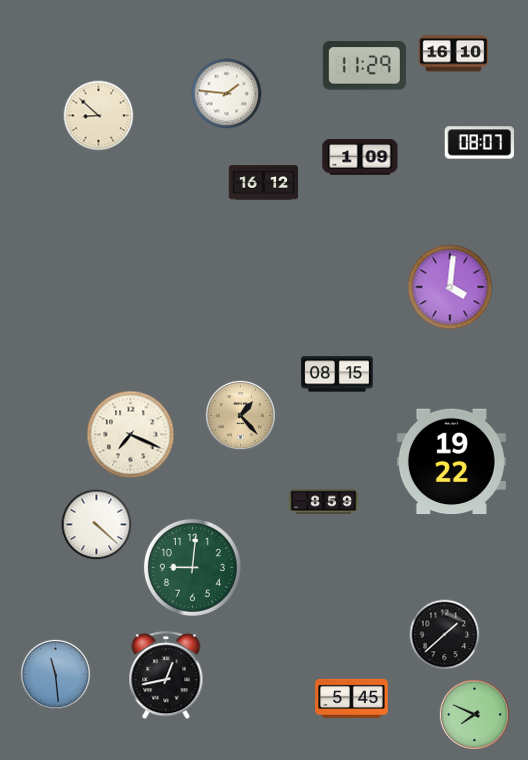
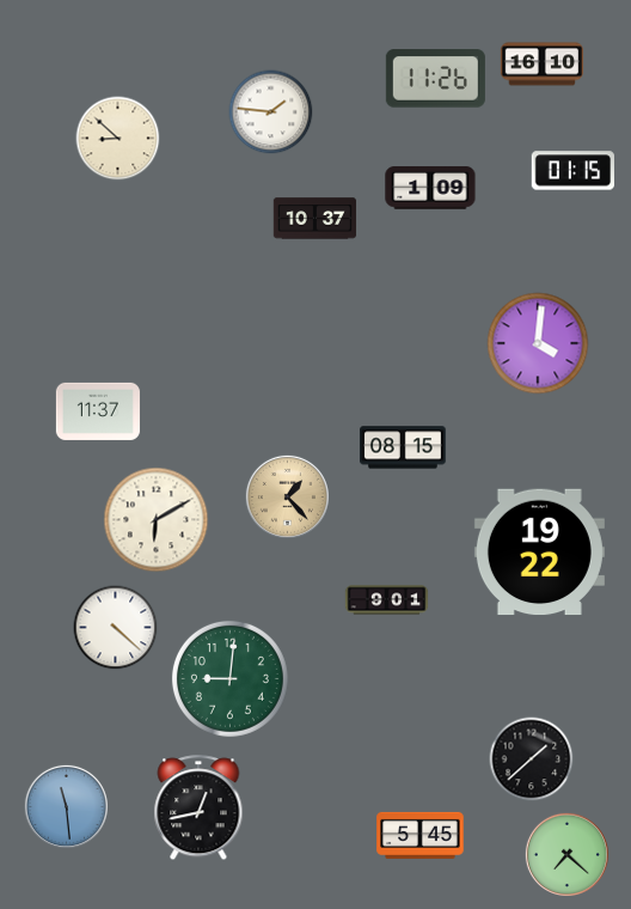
clock at (364, 66): 11:29 -> 11:26
clock at (479, 143): 08:07 -> 01:15
clock at (264, 183): 16:12 -> 10:37
clock at (98, 411): none -> 11:37
clock at (131, 435): 7:19 -> 6:10
clock at (324, 502): 8:59 -> 9:01
clock at (474, 714): 7:49 -> 7:22
